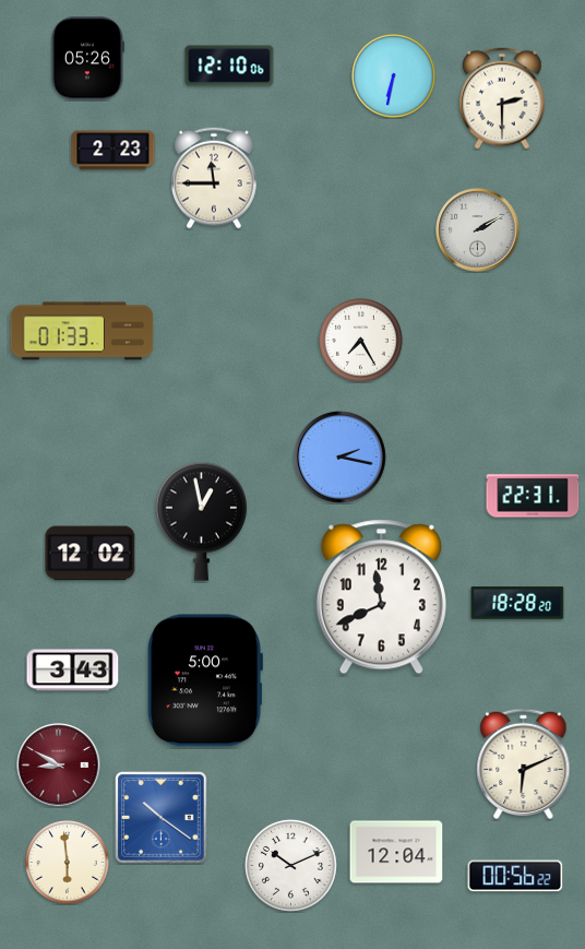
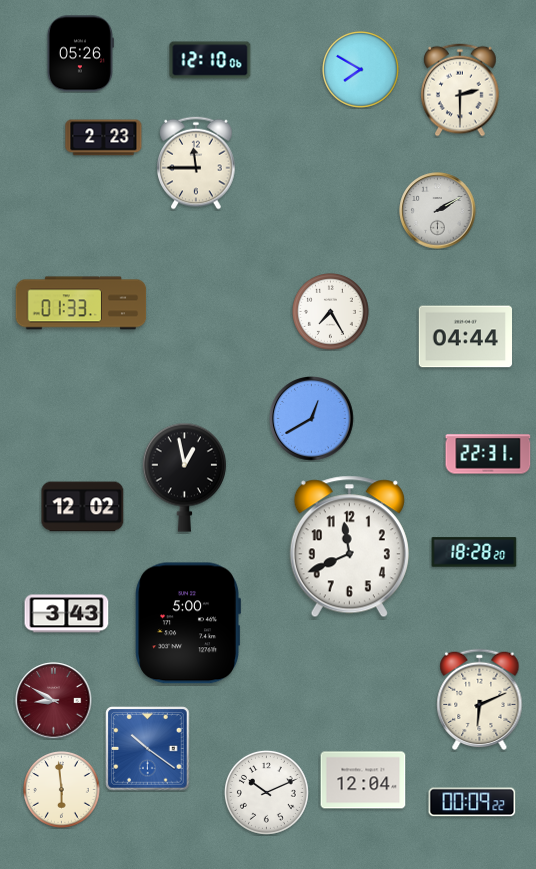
clock at (394, 76): 6:32 -> 7:50
clock at (82, 331) position: (82, 331) -> (81, 303)
clock at (465, 337): none -> 04:44
clock at (341, 458): 2:17 -> 12:40
clock at (515, 876): 00:56 -> 00:09
